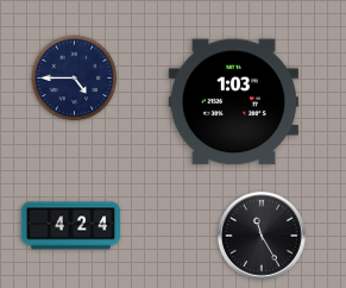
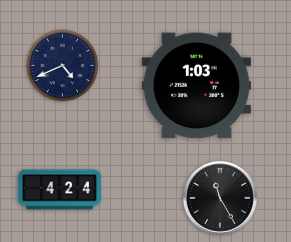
clock at (75, 79): 4:45 -> 4:41
